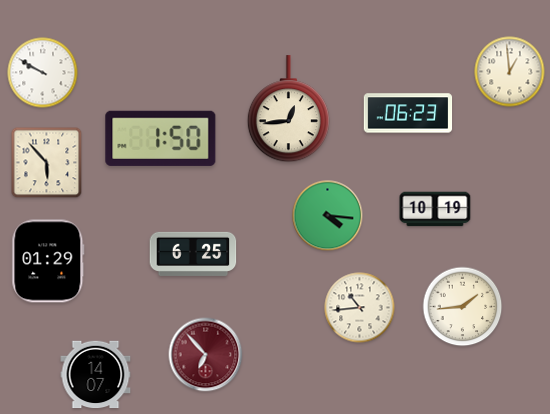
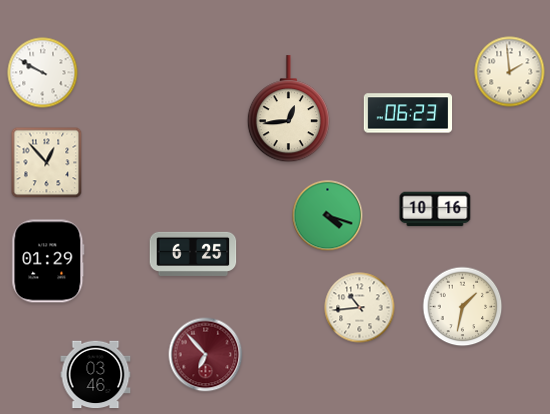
clock at (510, 72): 12:59 -> 1:59
clock at (161, 138): 1:50 -> none
clock at (47, 163): 5:53 -> 12:53
clock at (435, 209): 10:19 -> 10:16
clock at (328, 216): 4:16 -> 4:18
clock at (463, 307): 1:44 -> 1:32
clock at (96, 375): 14:07 -> 03:46
